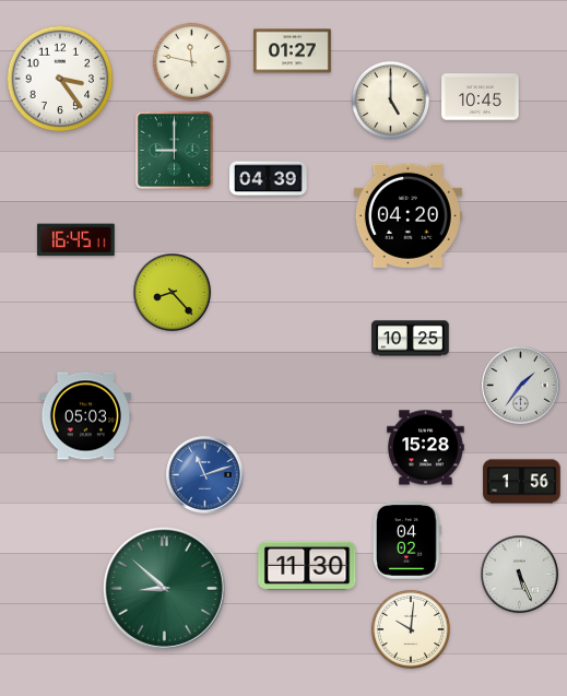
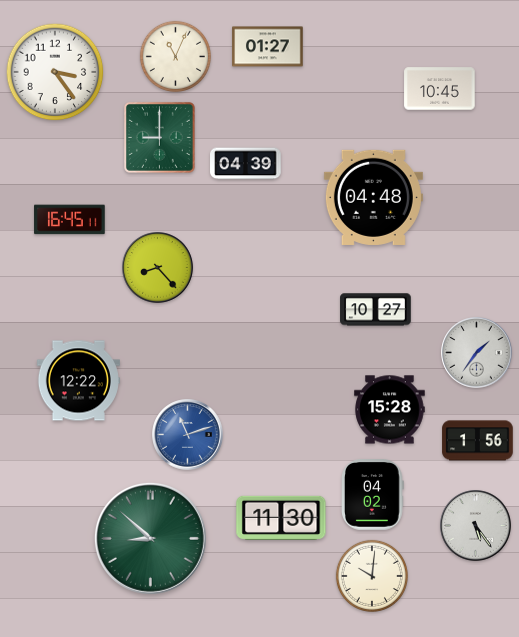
clock at (191, 61): 11:47 -> 11:04
clock at (390, 99): 5:00 -> none
clock at (407, 215): 04:20 -> 04:48
clock at (411, 339): 10:25 -> 10:27
clock at (85, 416): 05:03 -> 12:22
clock at (520, 575): 5:26 -> 5:24
clock at (411, 629) position: (411, 629) -> (372, 576)
